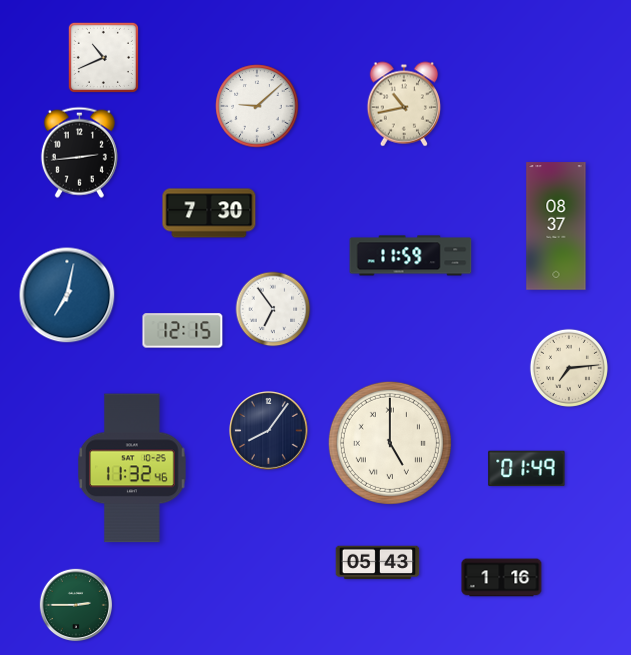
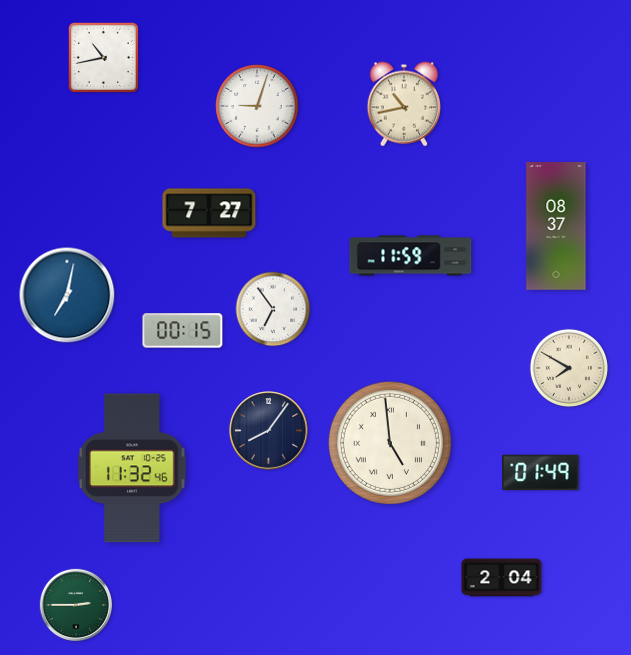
clock at (103, 57): 10:41 -> 10:43
clock at (257, 106): 9:08 -> 9:03
clock at (79, 152): 2:44 -> none
clock at (209, 213): 7:30 -> 7:27
clock at (183, 331): 12:15 -> 00:15
clock at (569, 368): 7:14 -> 7:50
clock at (390, 443): 5:00 -> 4:59
clock at (527, 469) position: (527, 469) -> (541, 473)
clock at (378, 563): 05:43 -> none
clock at (502, 578): 1:16 -> 2:04
